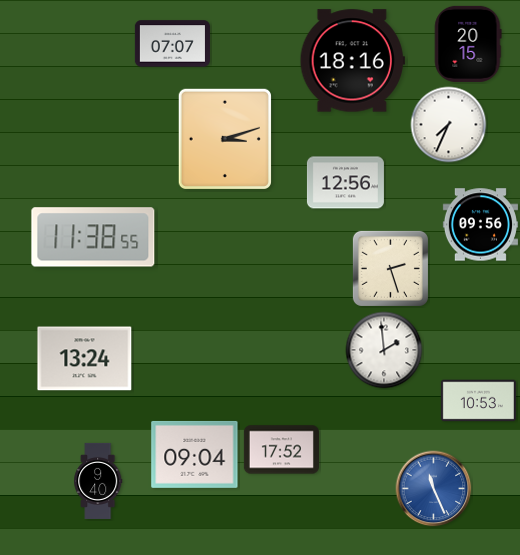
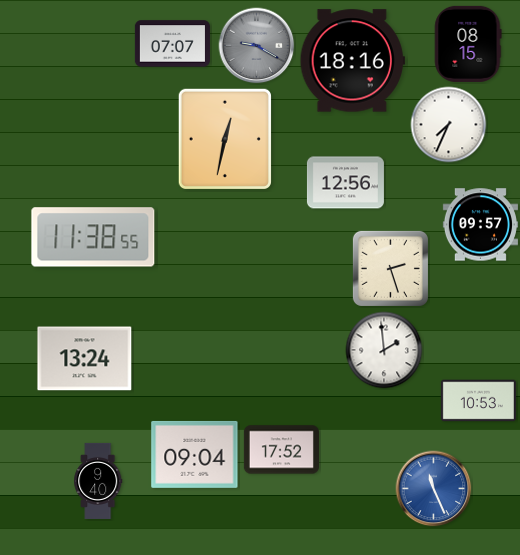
clock at (468, 44): 20:15 -> 08:15
clock at (257, 46): none -> 9:20
clock at (225, 139): 3:12 -> 12:32
clock at (480, 225): 09:56 -> 09:57
